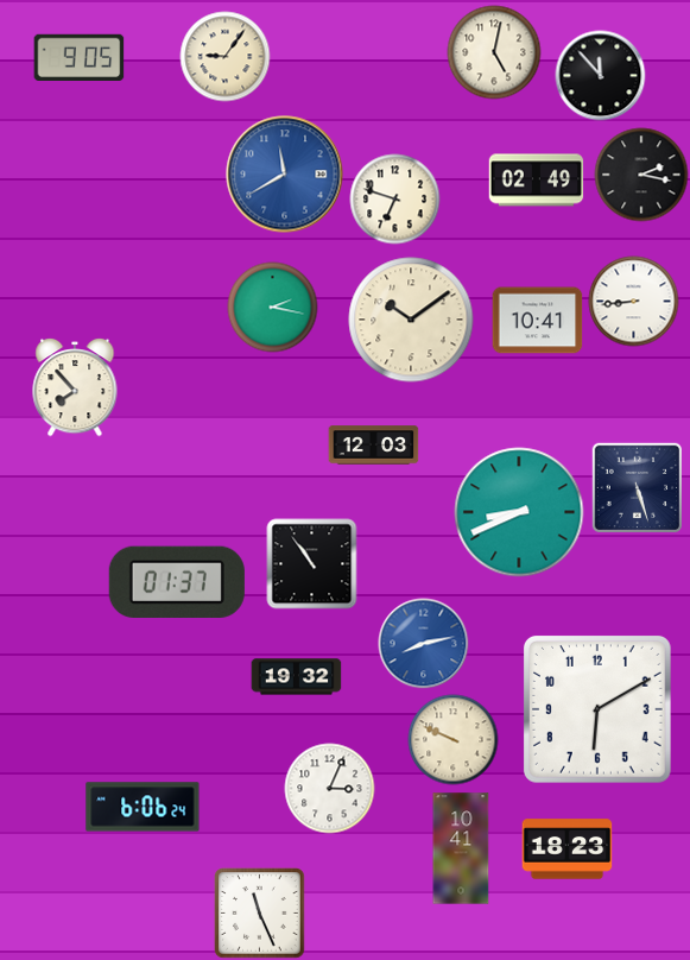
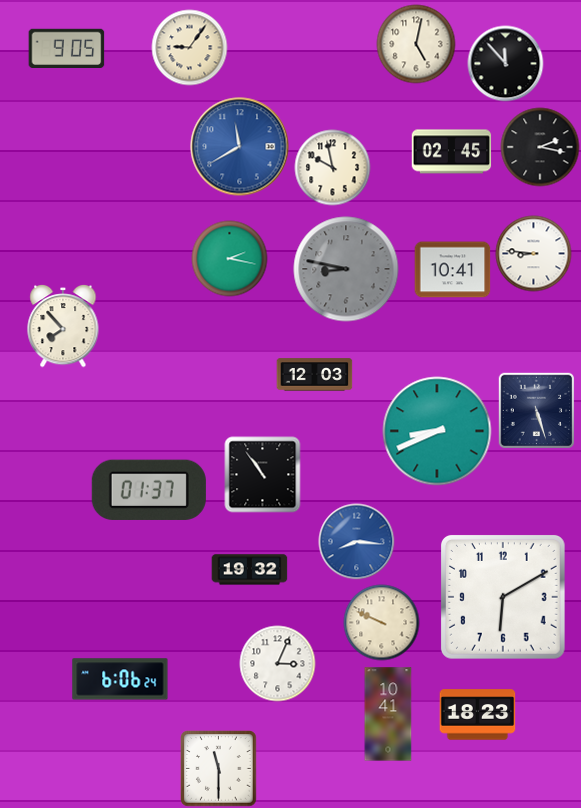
clock at (537, 181): 02:49 -> 02:45
clock at (395, 200): 6:48 -> 9:58
clock at (634, 302): 8:44 -> 8:46
clock at (411, 320): 10:09 -> 8:47
clock at (411, 320) dial: cream -> grey
clock at (424, 644): 8:13 -> 8:16
clock at (260, 914): 11:26 -> 11:30
